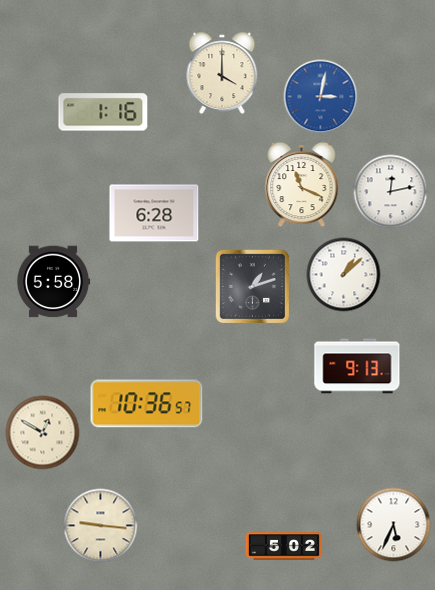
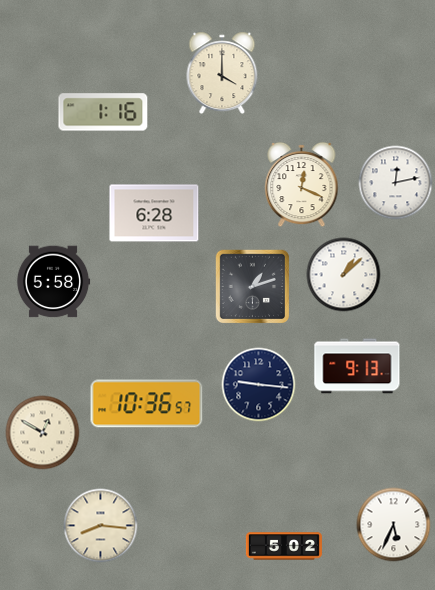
clock at (321, 97): 3:02 -> none
clock at (302, 185): 11:19 -> 12:19
clock at (391, 192) position: (391, 192) -> (396, 183)
clock at (259, 385): none -> 9:16
clock at (101, 526): 9:16 -> 8:16
